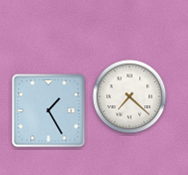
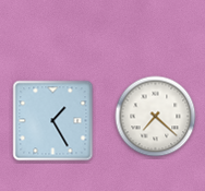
clock at (130, 97) position: (130, 97) -> (156, 117)
